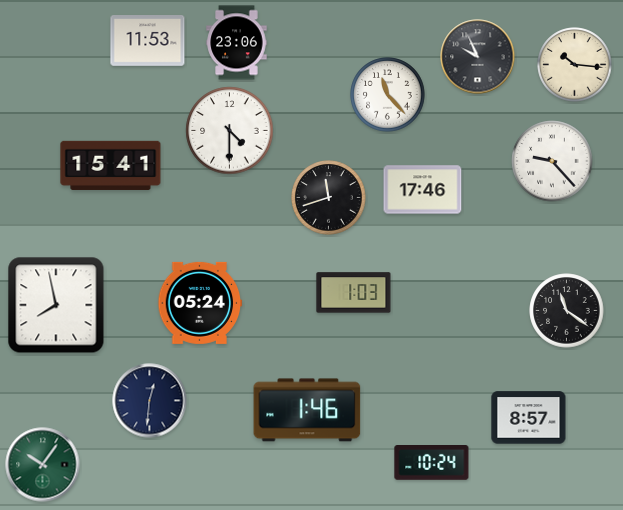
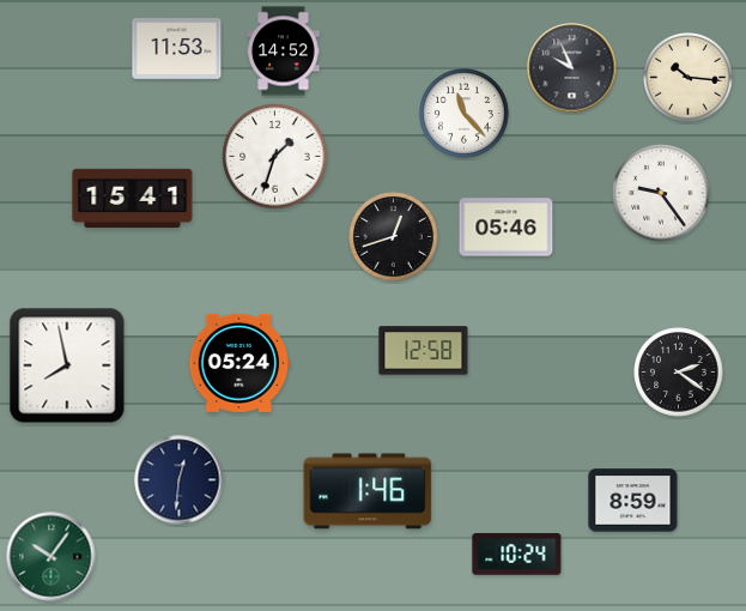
clock at (237, 43): 23:06 -> 14:52
clock at (230, 131): 4:30 -> 1:33
clock at (552, 161): 9:23 -> 9:24
clock at (423, 190): 17:46 -> 05:46
clock at (329, 198): 11:42 -> 12:42
clock at (354, 293): 1:03 -> 12:58
clock at (567, 311): 11:21 -> 2:21
clock at (529, 418): 8:57 -> 8:59
